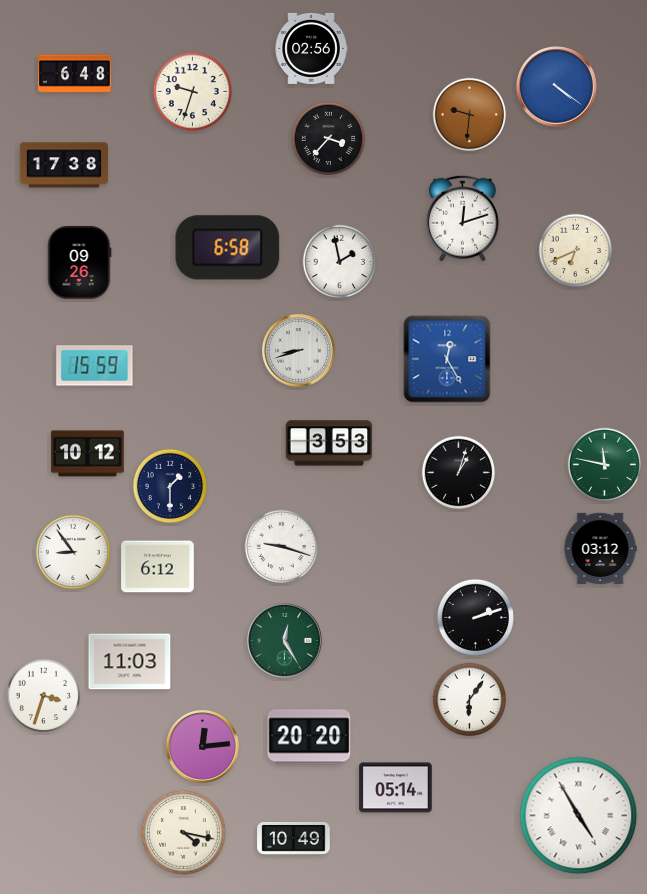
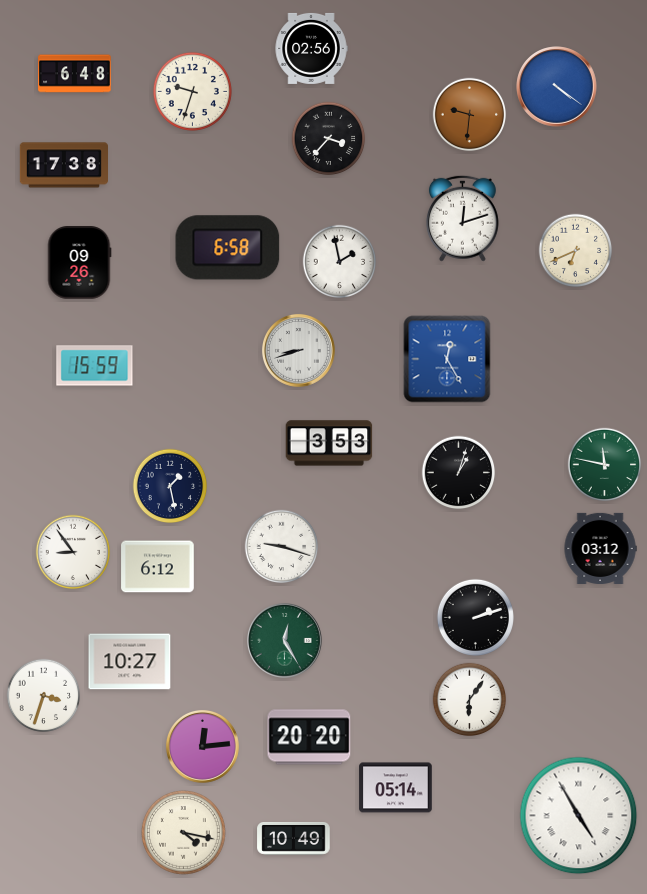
clock at (88, 454): 10:12 -> none
clock at (170, 486): 1:30 -> 1:28
clock at (130, 662): 11:03 -> 10:27
